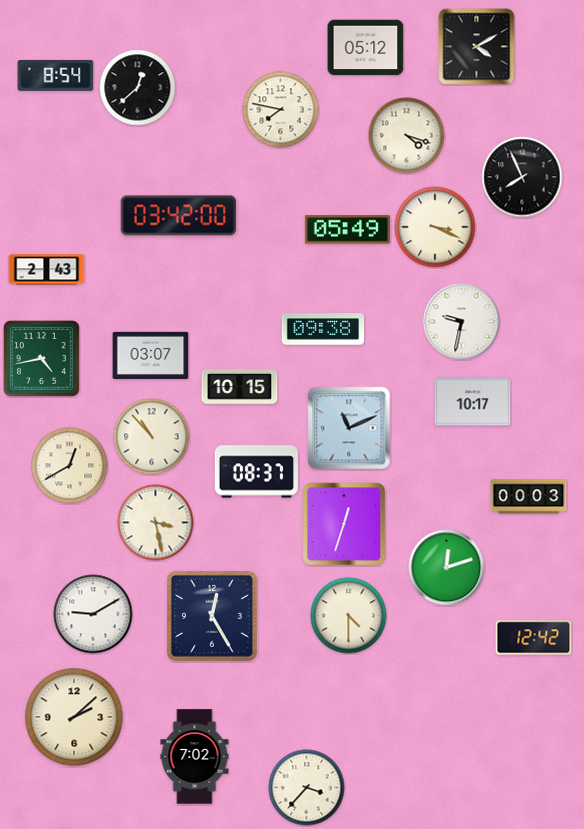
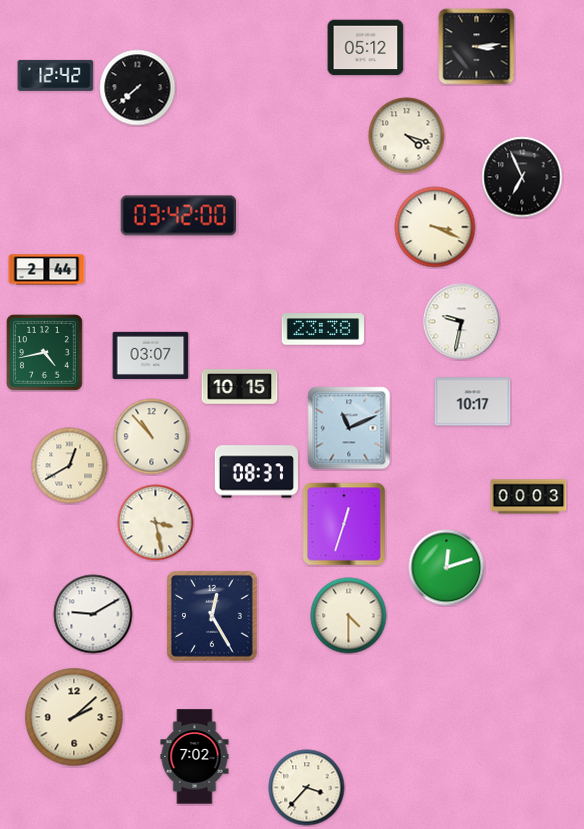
clock at (477, 47): 4:10 -> 3:14
clock at (56, 75): 8:54 -> 12:42
clock at (138, 88): 12:38 -> 7:38
clock at (281, 110): 7:47 -> none
clock at (522, 177): 7:56 -> 6:56
clock at (347, 230): 05:49 -> none
clock at (47, 270): 2:43 -> 2:44
clock at (323, 329): 09:38 -> 23:38
clock at (41, 358) position: (41, 358) -> (44, 352)
clock at (534, 638): 12:42 -> none
